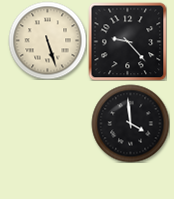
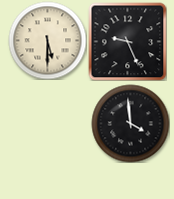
clock at (47, 40): 5:27 -> 5:30
clock at (127, 41): 9:23 -> 9:26
